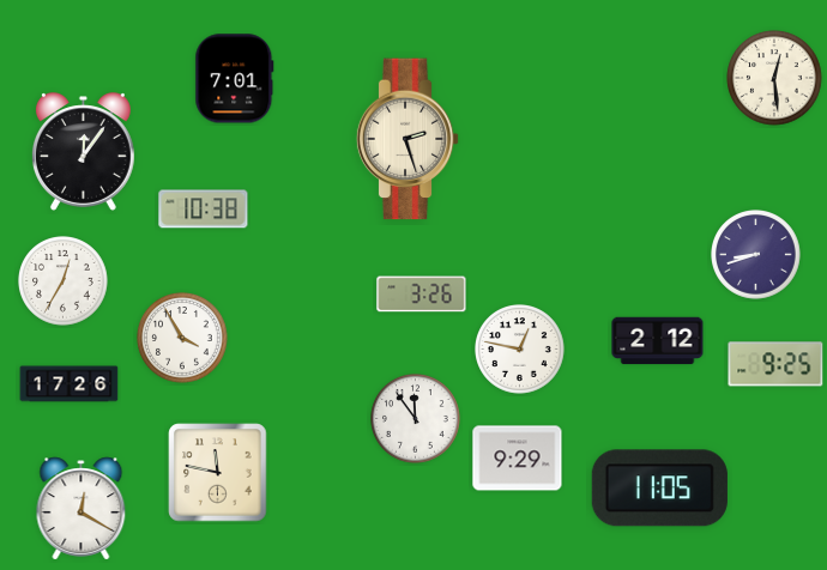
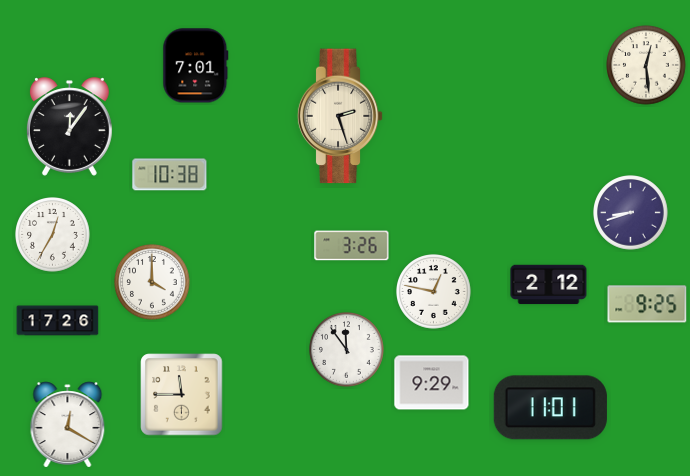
clock at (182, 338): 3:55 -> 4:00
clock at (218, 473): 11:47 -> 11:45
clock at (659, 489): 11:05 -> 11:01
